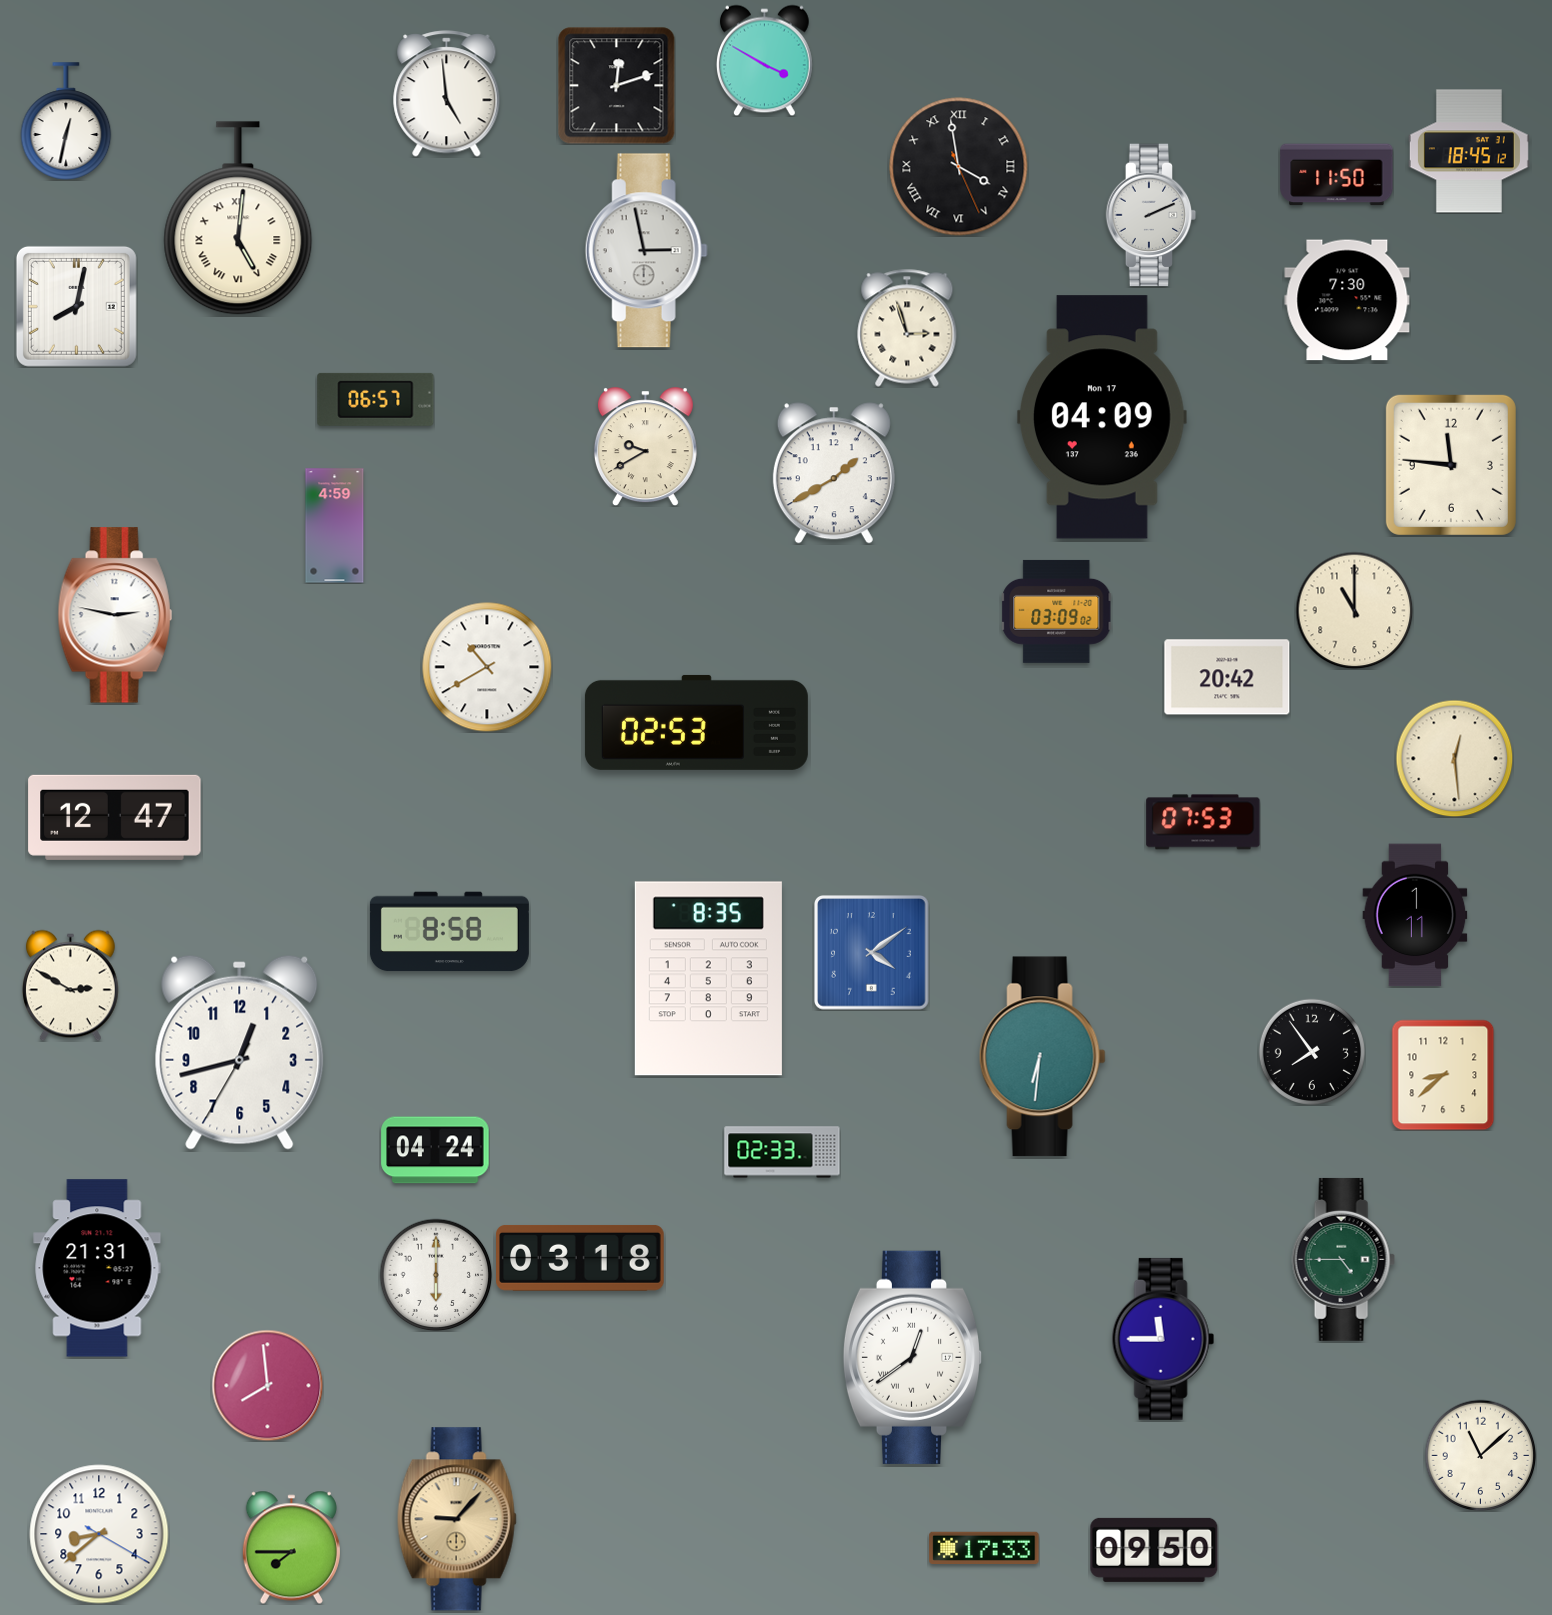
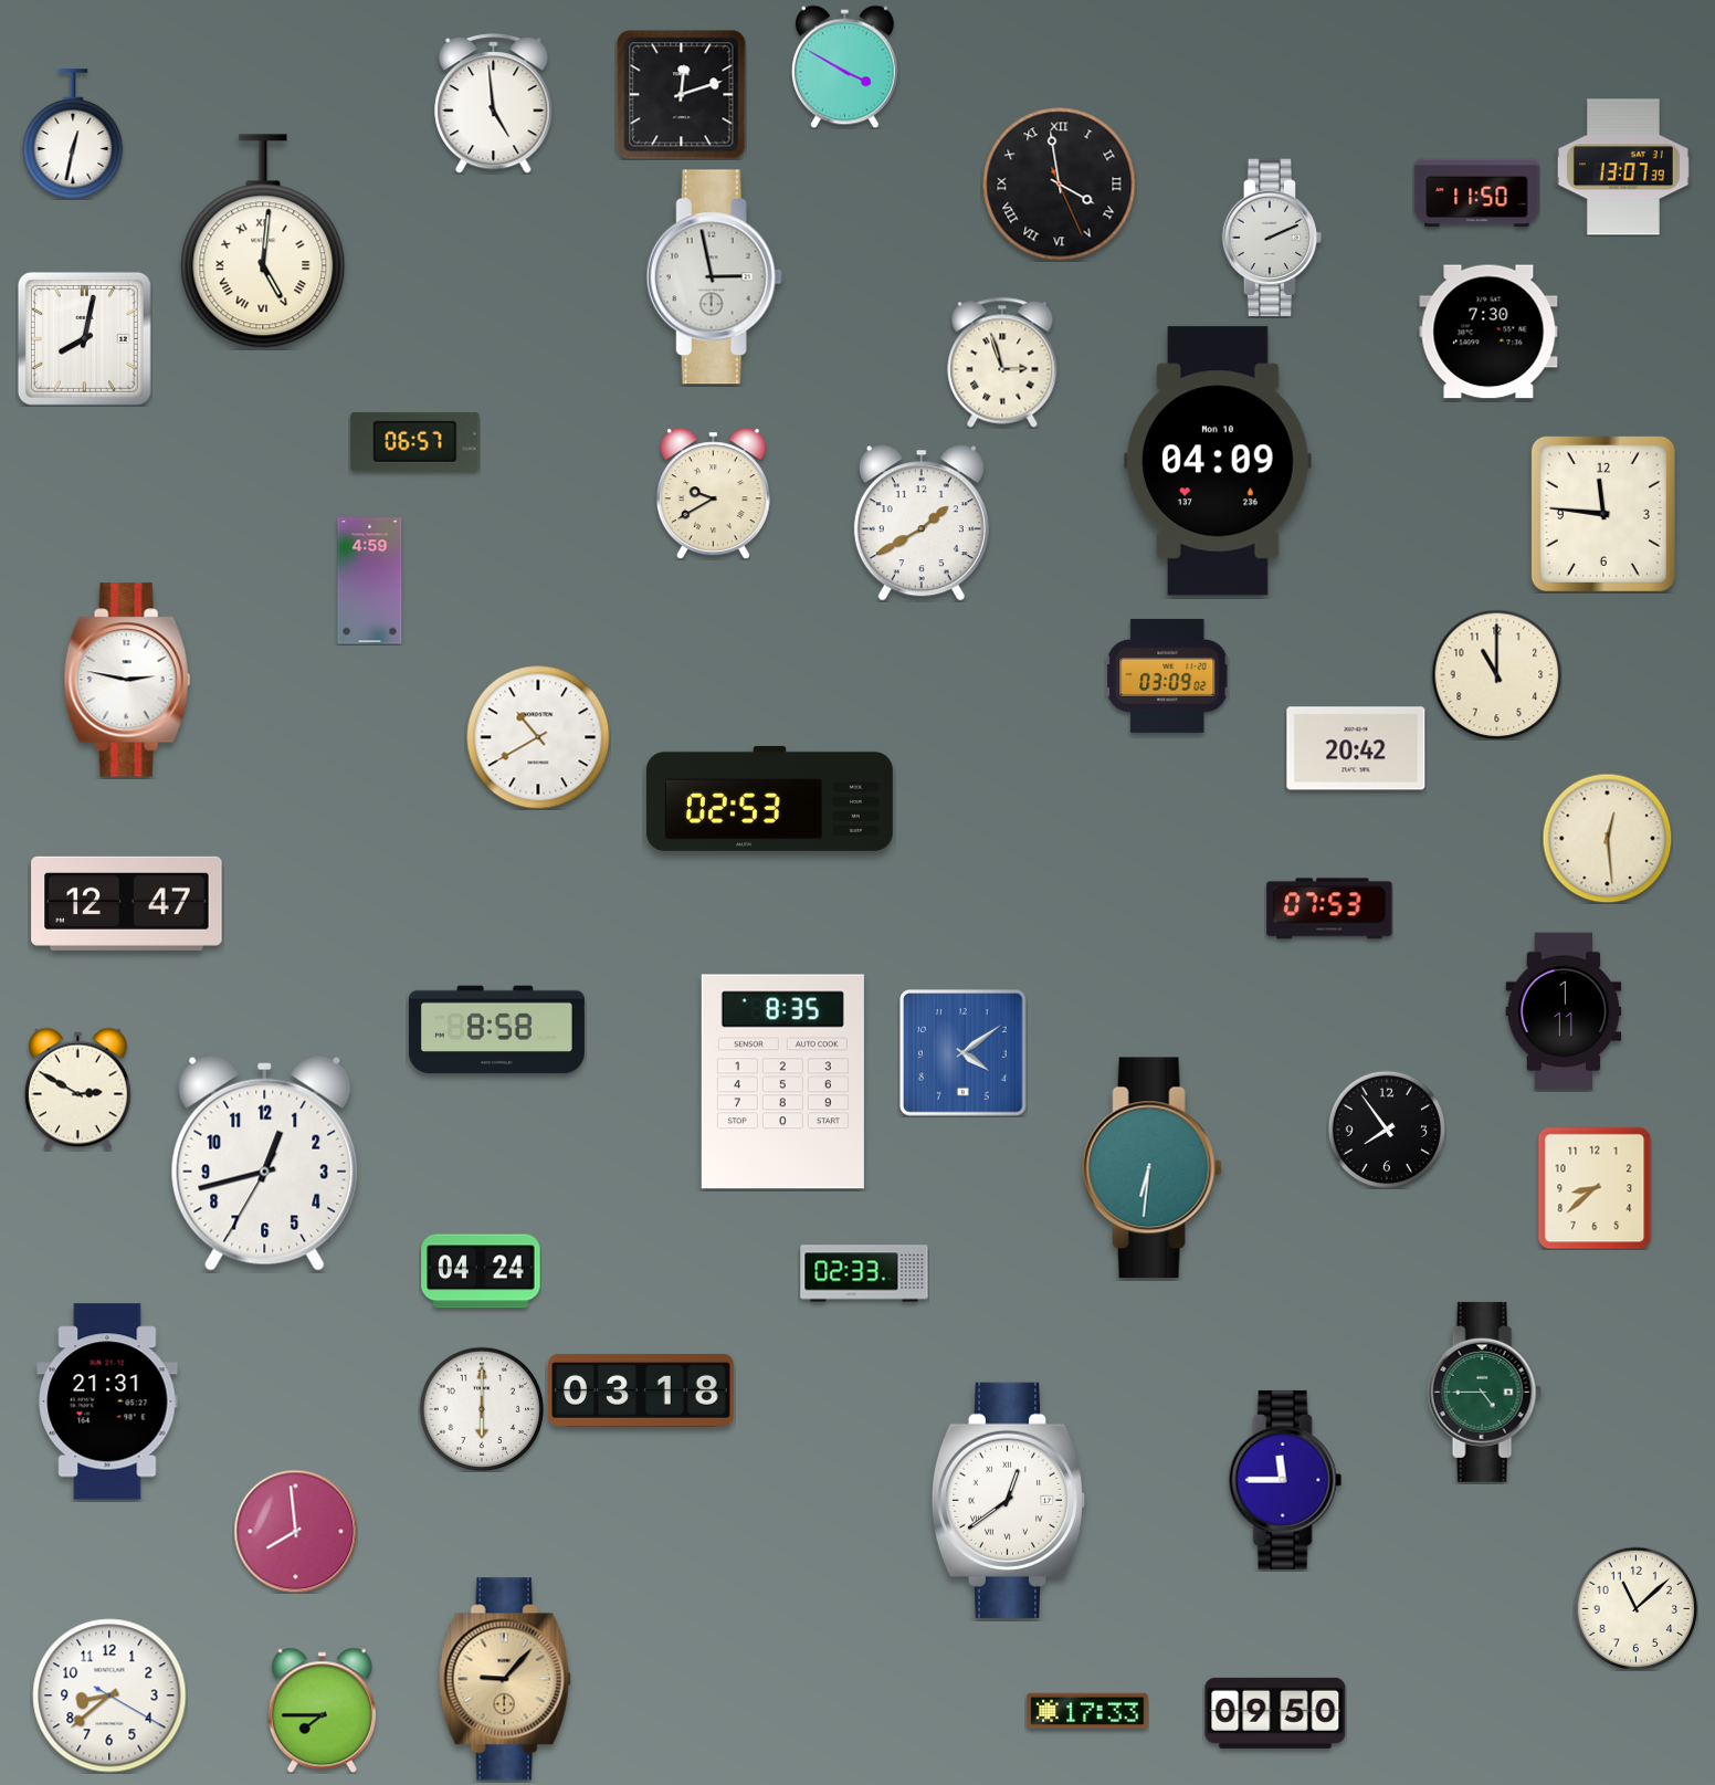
clock at (1469, 151): 18:45 -> 13:07
clock at (1102, 417) date: Mon 17 -> Mon 10
clock at (1311, 1051) position: (1311, 1051) -> (1386, 1128)
